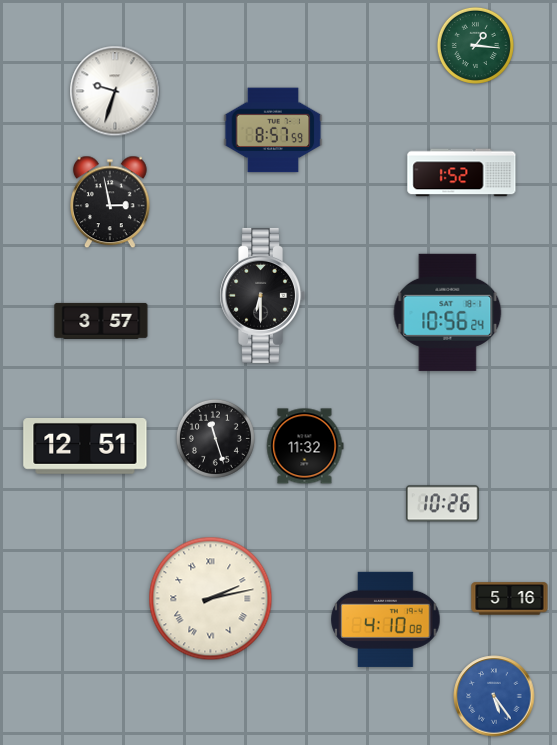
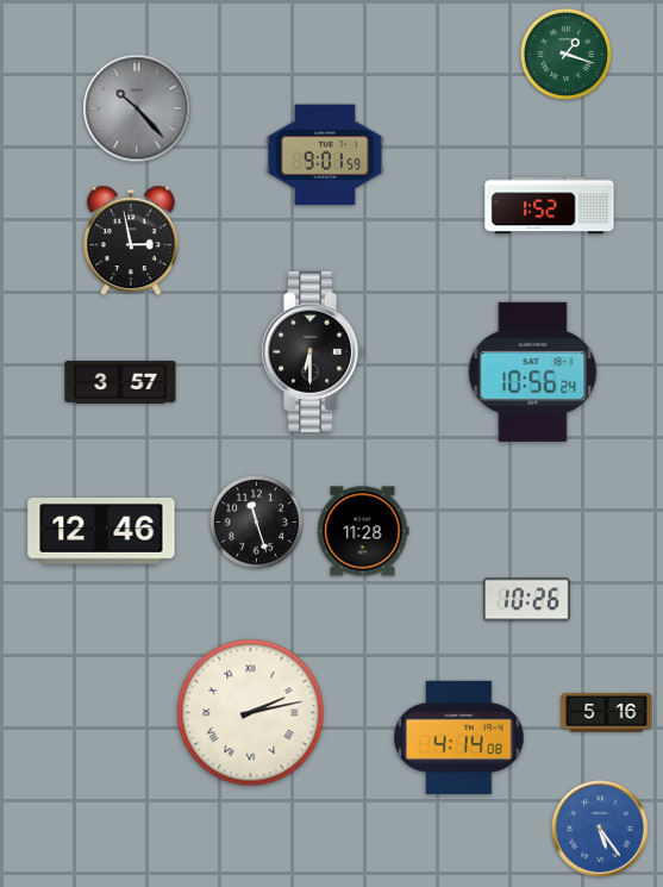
clock at (475, 45): 1:16 -> 1:18
clock at (115, 91): 9:33 -> 10:23
clock at (115, 91) dial: white -> grey
clock at (273, 130): 8:57 -> 9:01
clock at (305, 446): 11:32 -> 11:28
clock at (85, 447): 12:51 -> 12:46
clock at (386, 619): 4:10 -> 4:14
clock at (494, 696) position: (494, 696) -> (600, 829)
